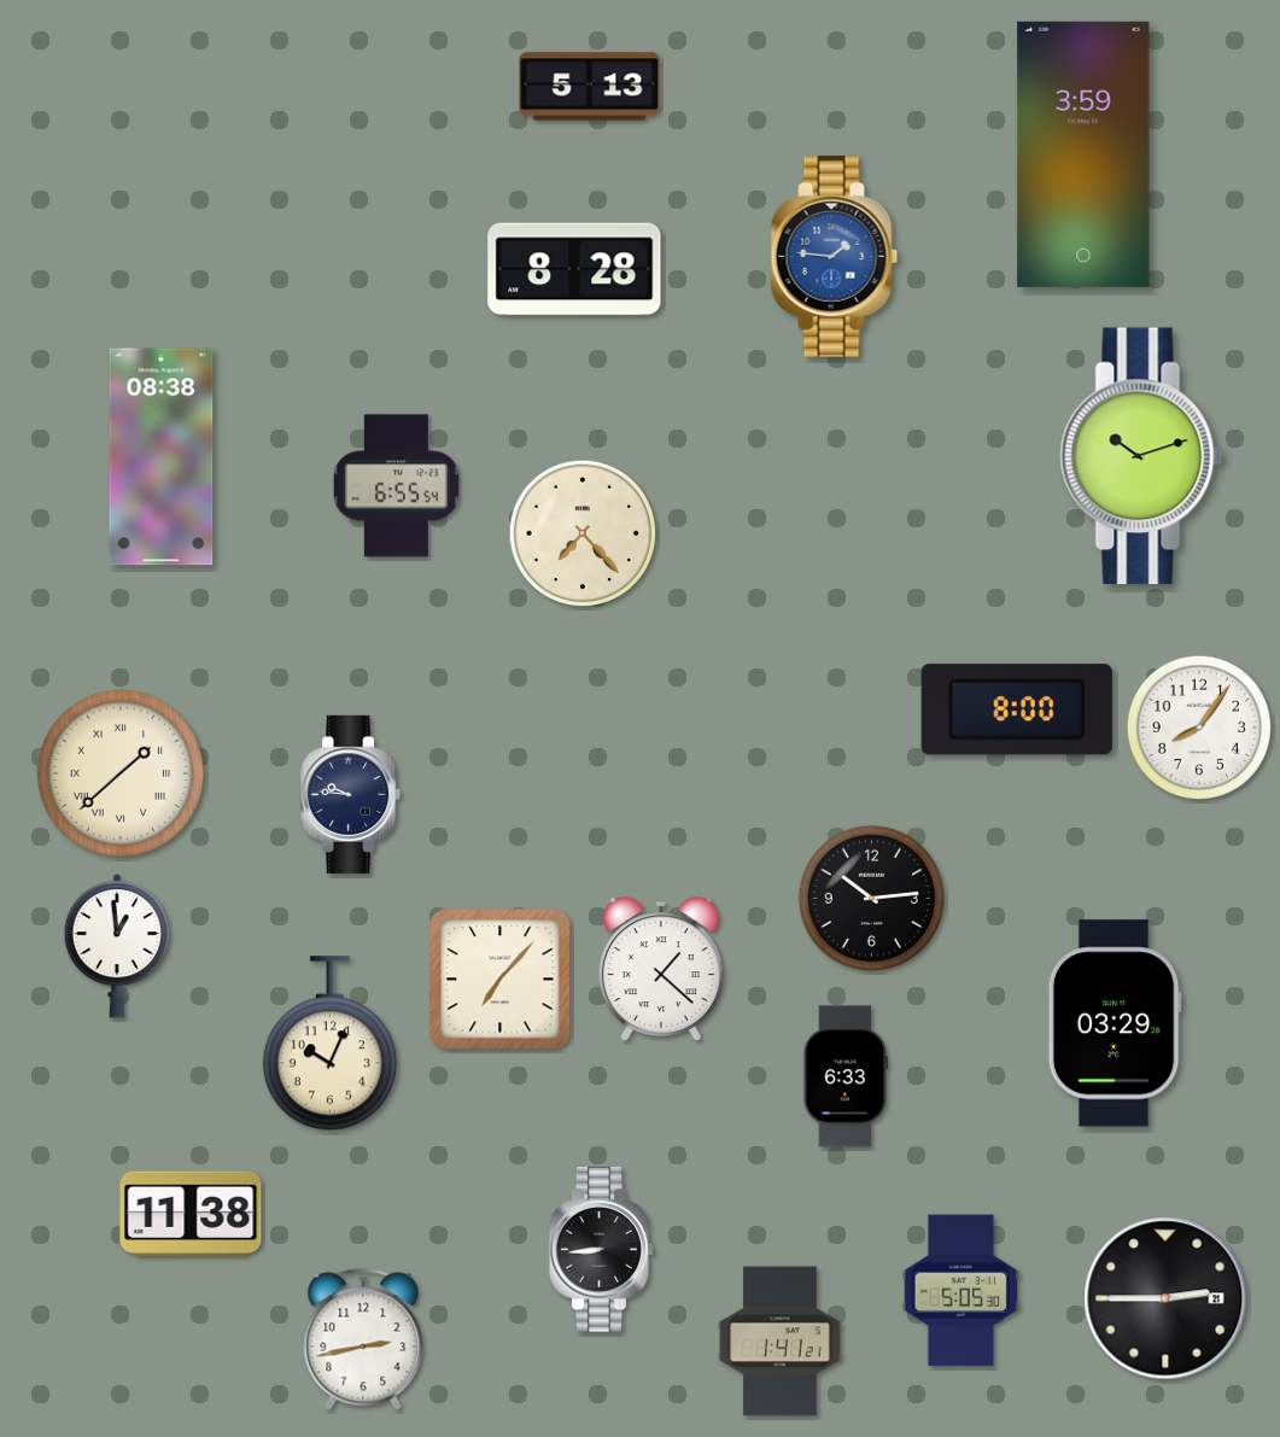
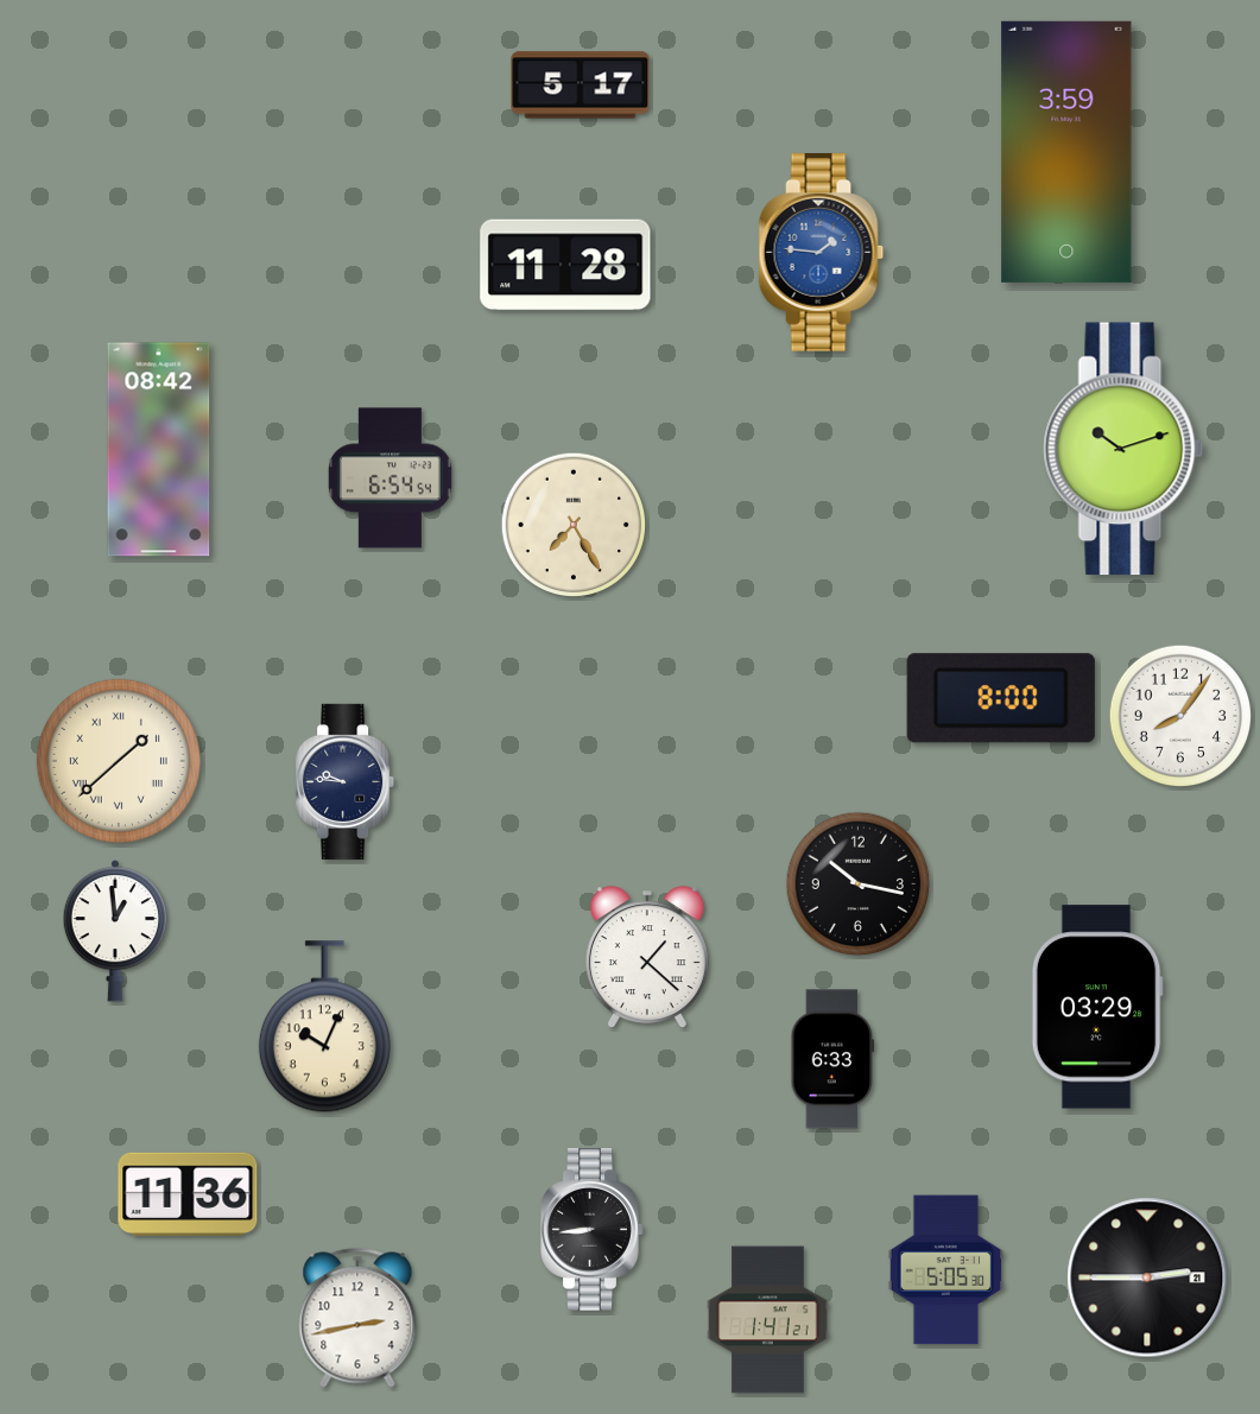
clock at (590, 87): 5:13 -> 5:17
clock at (574, 269): 8:28 -> 11:28
clock at (162, 457): 08:38 -> 08:42
clock at (396, 486): 6:55 -> 6:54
clock at (583, 533): 7:23 -> 7:25
clock at (872, 899): 10:14 -> 10:17
clock at (661, 969) position: (661, 969) -> (647, 957)
clock at (501, 980): 7:07 -> none
clock at (191, 1213): 11:38 -> 11:36
